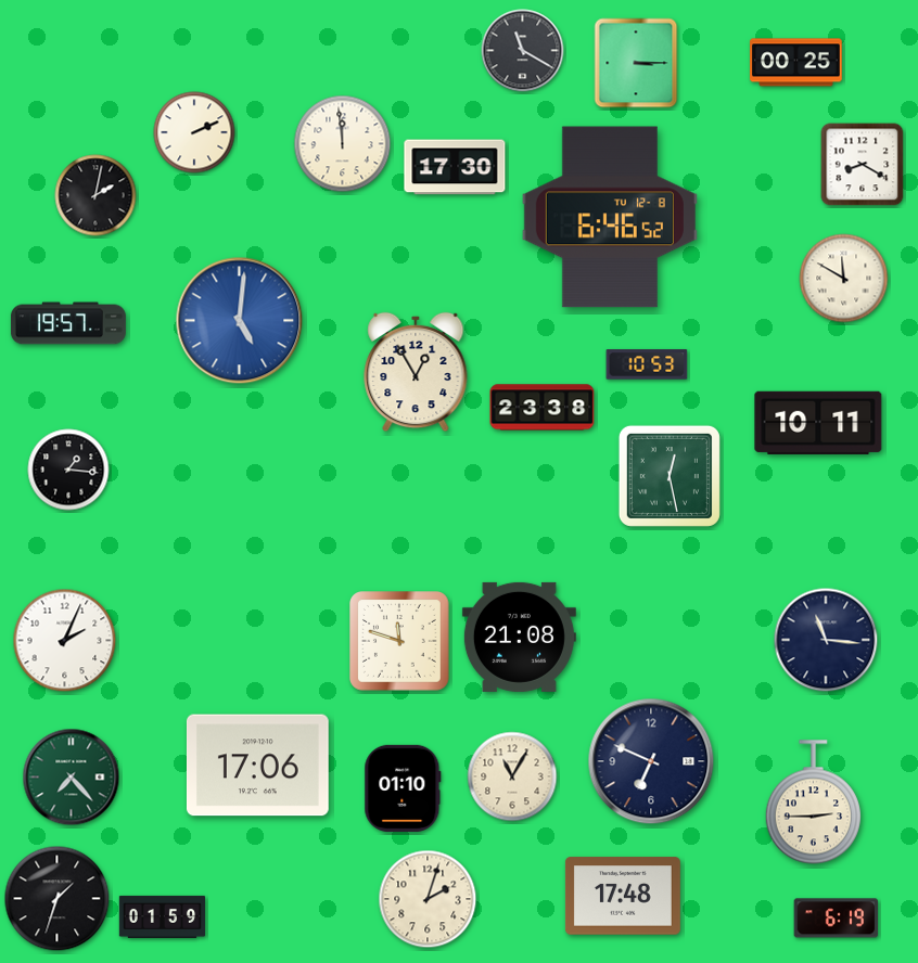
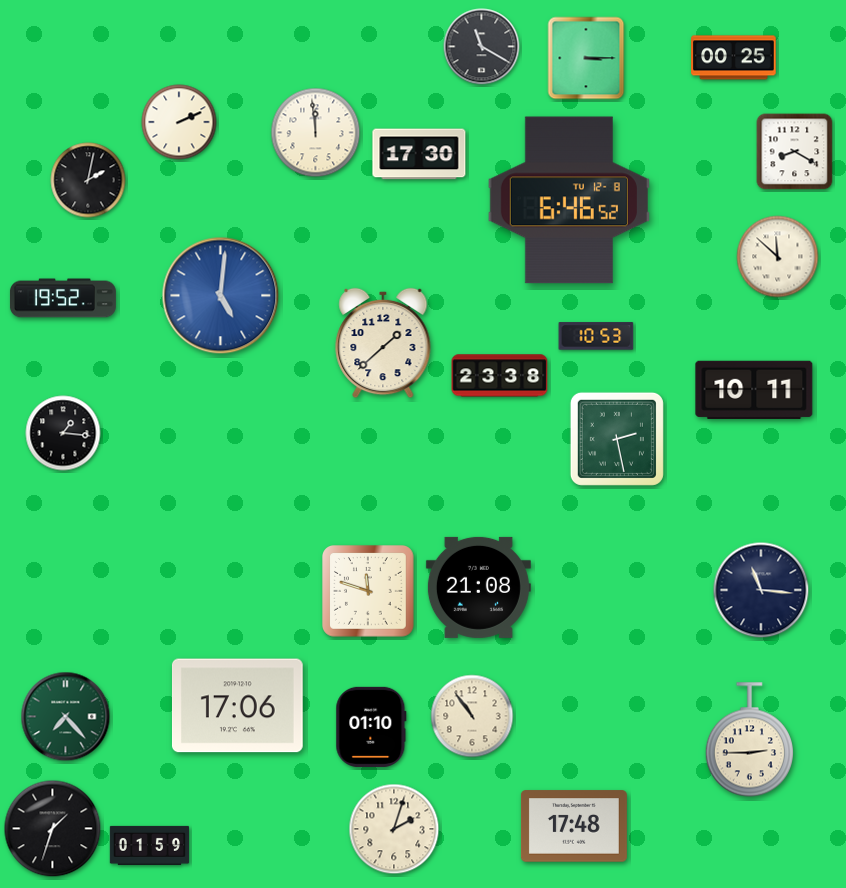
clock at (610, 217) position: (610, 217) -> (569, 200)
clock at (844, 279): 11:50 -> 11:52
clock at (68, 323): 19:57 -> 19:52
clock at (416, 372): 12:55 -> 1:38
clock at (670, 476): 12:28 -> 2:28
clock at (65, 641): 2:04 -> none
clock at (651, 761): 6:49 -> none
clock at (512, 776): 11:05 -> 10:54
clock at (837, 919): 6:19 -> none
